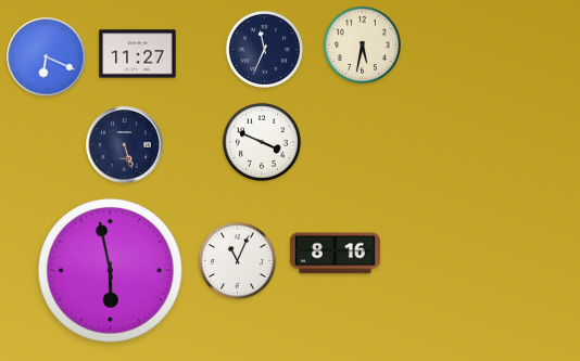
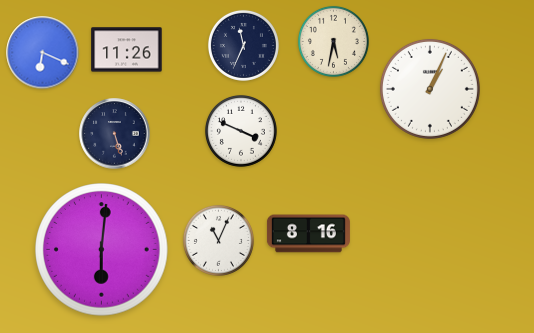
clock at (138, 54): 11:27 -> 11:26
clock at (430, 89): none -> 1:04
clock at (111, 271): 5:58 -> 6:01
